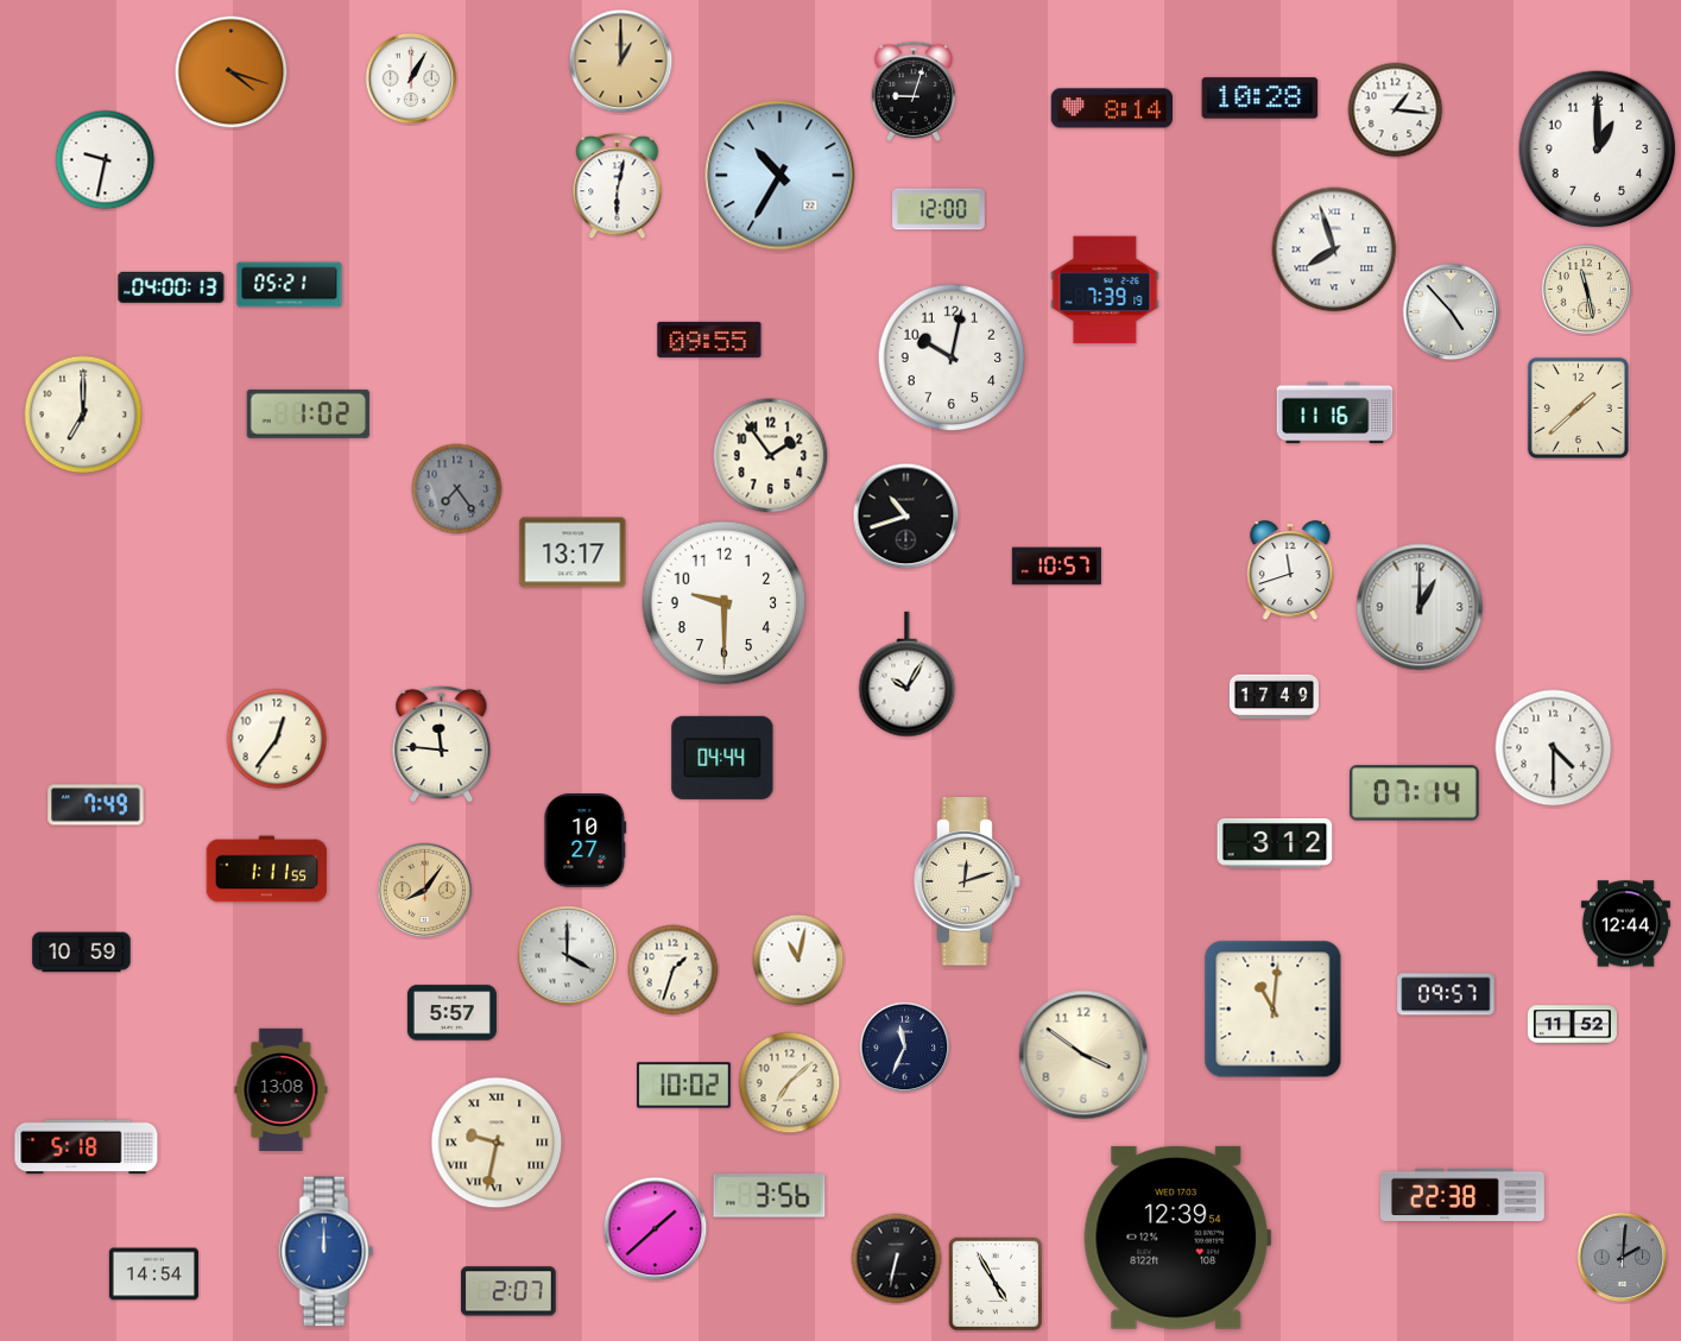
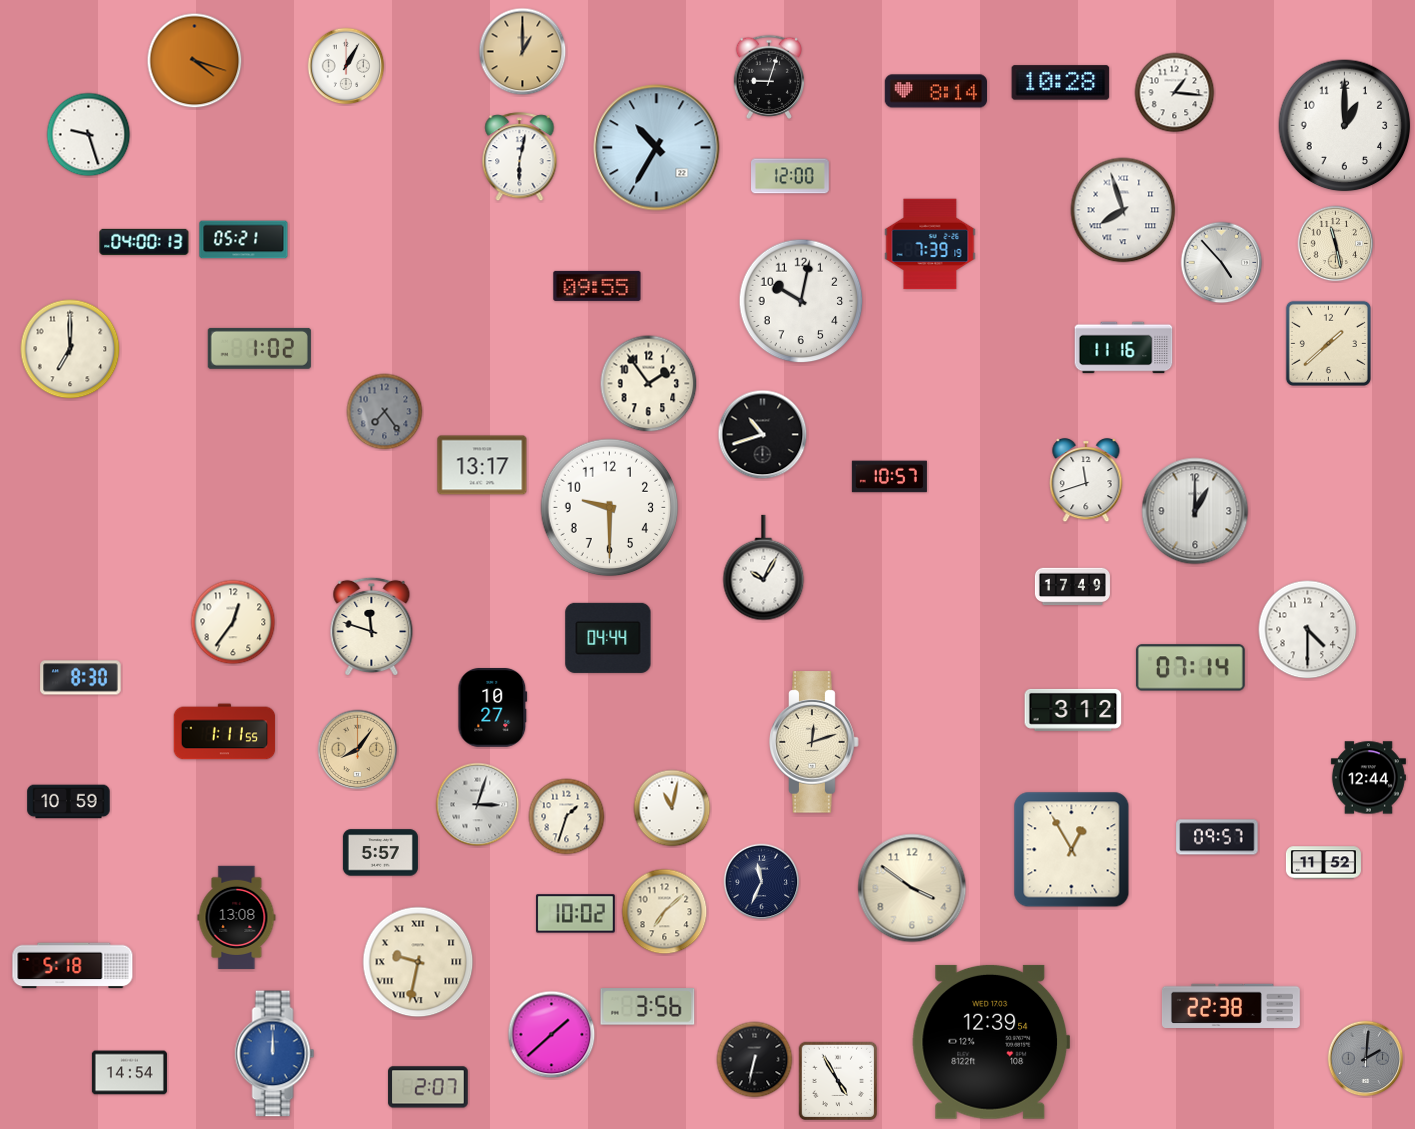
clock at (106, 160): 9:32 -> 9:27
clock at (442, 745): 11:46 -> 11:48
clock at (96, 805): 7:49 -> 8:30
clock at (568, 956): 4:00 -> 3:03
clock at (1274, 1010): 11:01 -> 12:55
